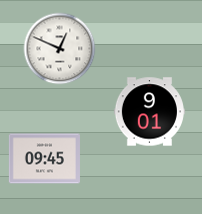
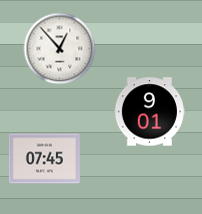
clock at (60, 49): 12:49 -> 12:53
clock at (44, 159): 09:45 -> 07:45
